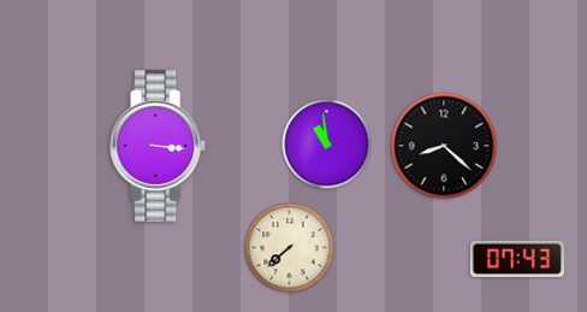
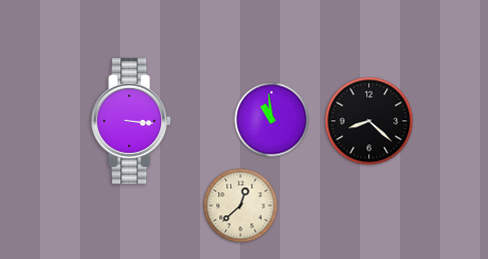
clock at (290, 248): 7:38 -> 12:38
clock at (517, 259): 07:43 -> none
